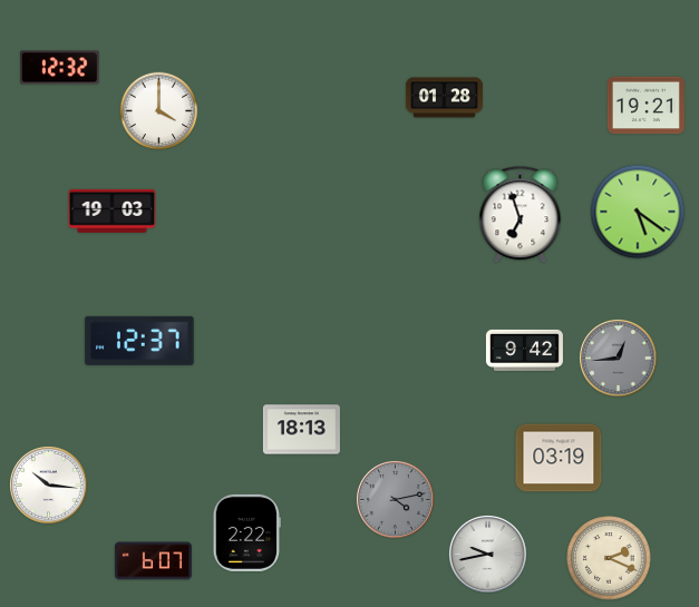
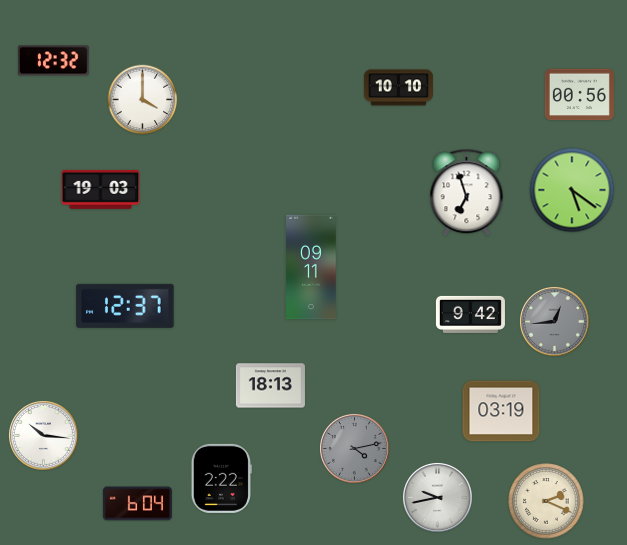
clock at (444, 98): 01:28 -> 10:10
clock at (645, 106): 19:21 -> 00:56
clock at (311, 267): none -> 09:11
clock at (153, 561): 6:07 -> 6:04
